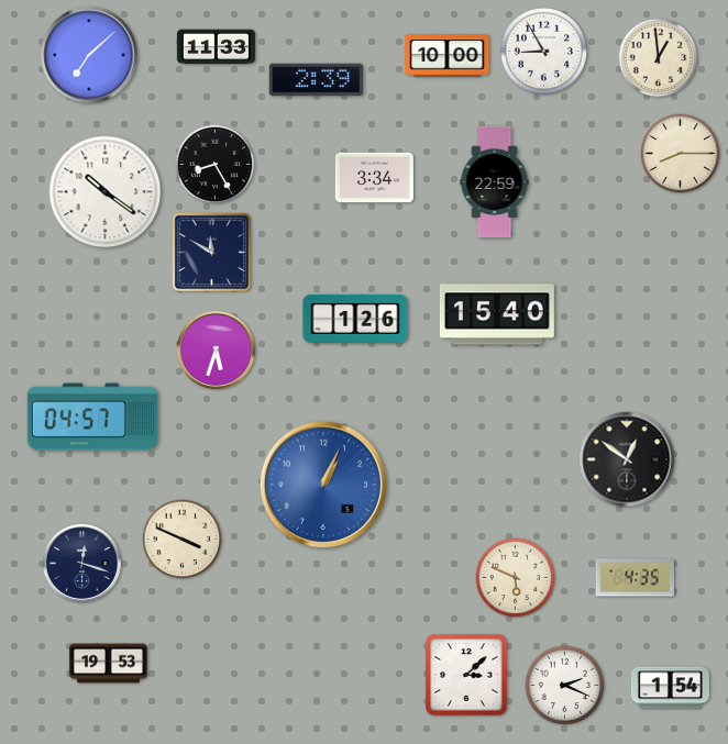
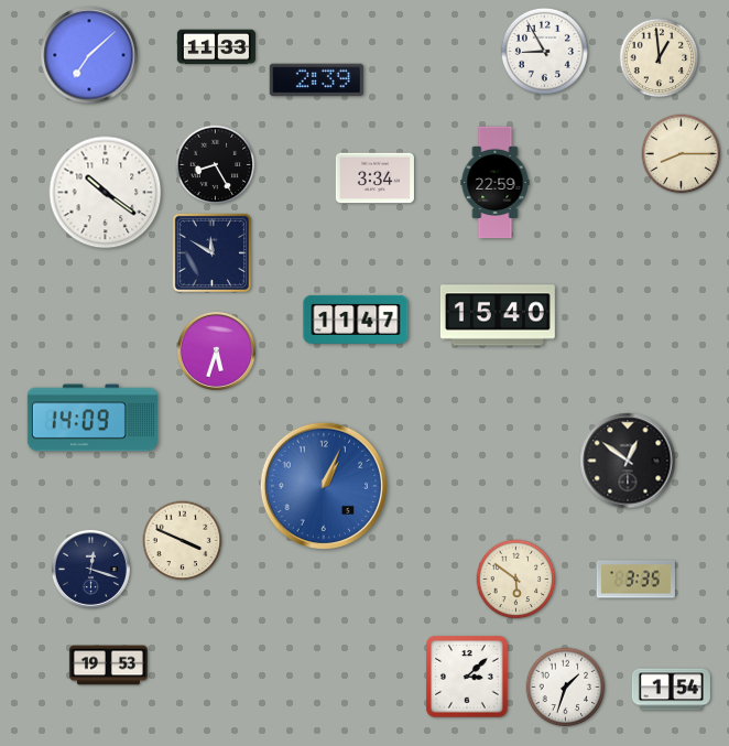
clock at (448, 56): 10:00 -> none
clock at (355, 319): 1:26 -> 11:47
clock at (92, 417): 04:57 -> 14:09
clock at (81, 563) position: (81, 563) -> (90, 569)
clock at (516, 578): 5:49 -> 5:51
clock at (635, 578): 4:35 -> 3:35
clock at (565, 686): 2:19 -> 1:33
